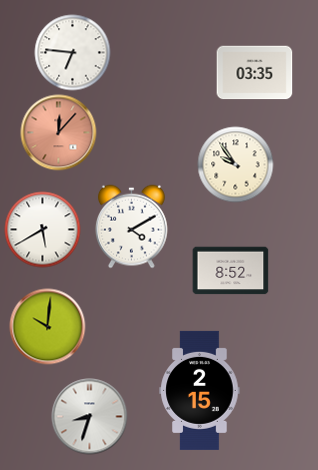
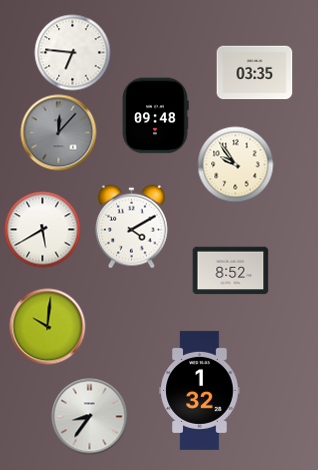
clock at (155, 116): none -> 09:48
clock at (59, 133) dial: salmon -> grey
clock at (200, 390): 2:15 -> 1:32
clock at (90, 417): 8:33 -> 8:36
